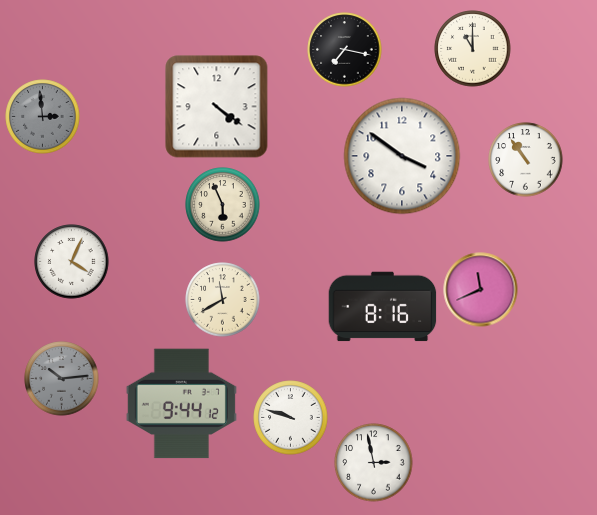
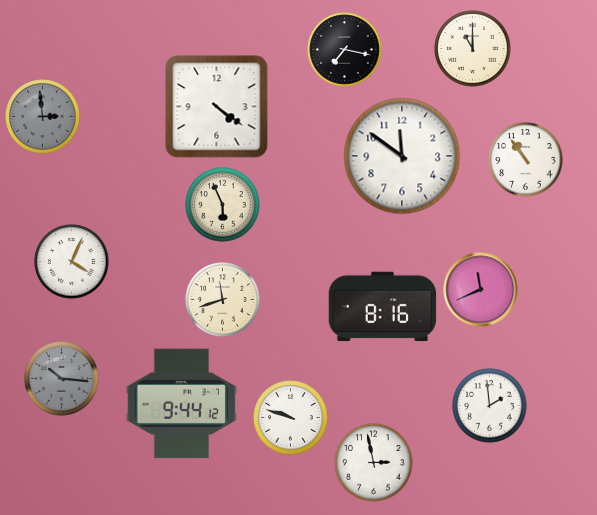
clock at (402, 156): 3:51 -> 11:51
clock at (223, 300): 11:40 -> 11:42
clock at (62, 379): 10:14 -> 10:16
clock at (490, 406): none -> 1:59
